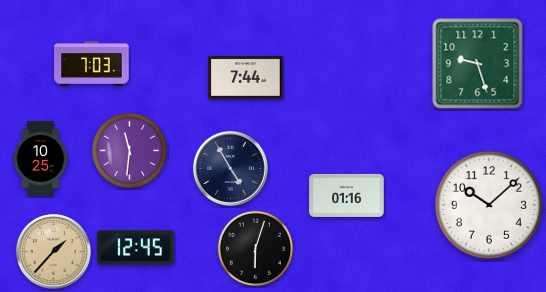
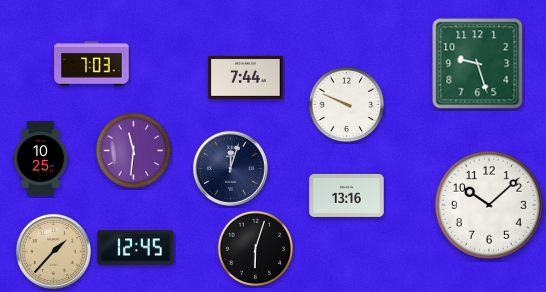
clock at (347, 105): none -> 9:49
clock at (130, 151) position: (130, 151) -> (134, 151)
clock at (230, 168): 4:55 -> 12:03
clock at (347, 195): 01:16 -> 13:16
